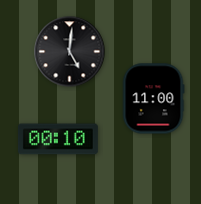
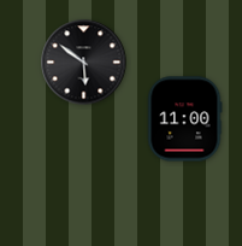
clock at (70, 52): 5:01 -> 5:51
clock at (58, 139): 00:10 -> none
